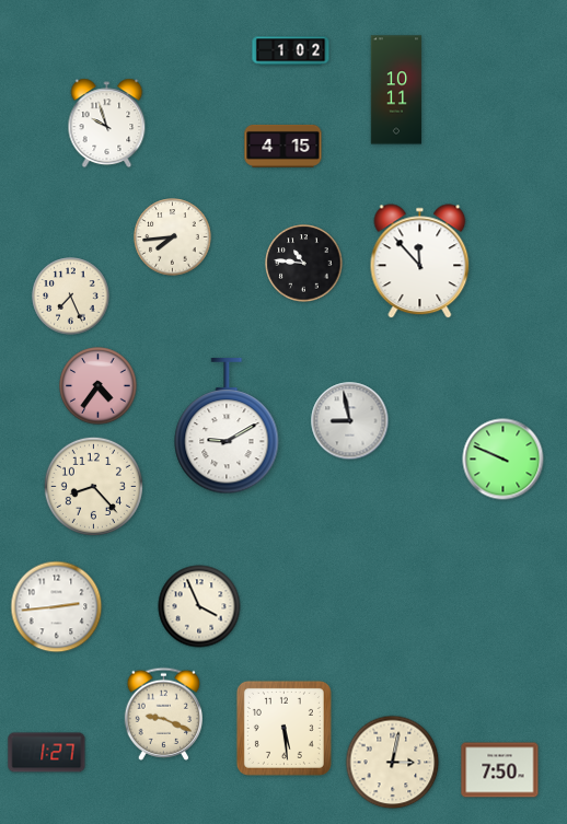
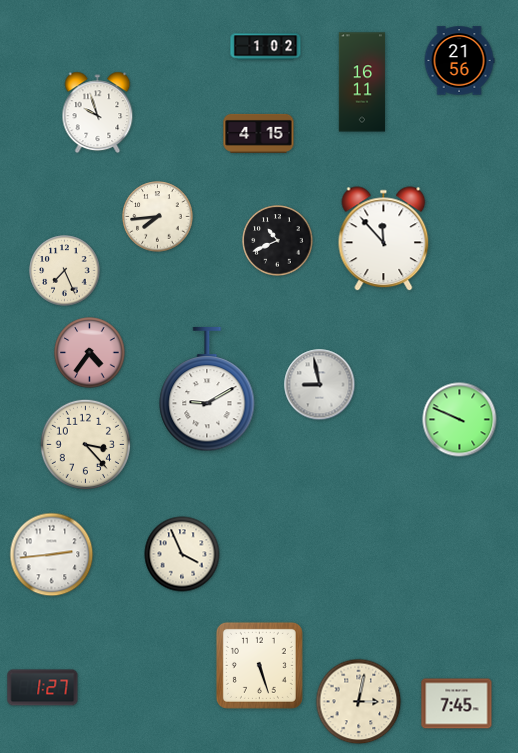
clock at (459, 61): none -> 21:56
clock at (396, 90): 10:11 -> 16:11
clock at (304, 264): 10:46 -> 10:41
clock at (93, 486): 8:23 -> 3:23
clock at (163, 713): 9:19 -> none
clock at (283, 728): 5:29 -> 5:27
clock at (393, 763) position: (393, 763) -> (359, 702)
clock at (500, 770): 7:50 -> 7:45
